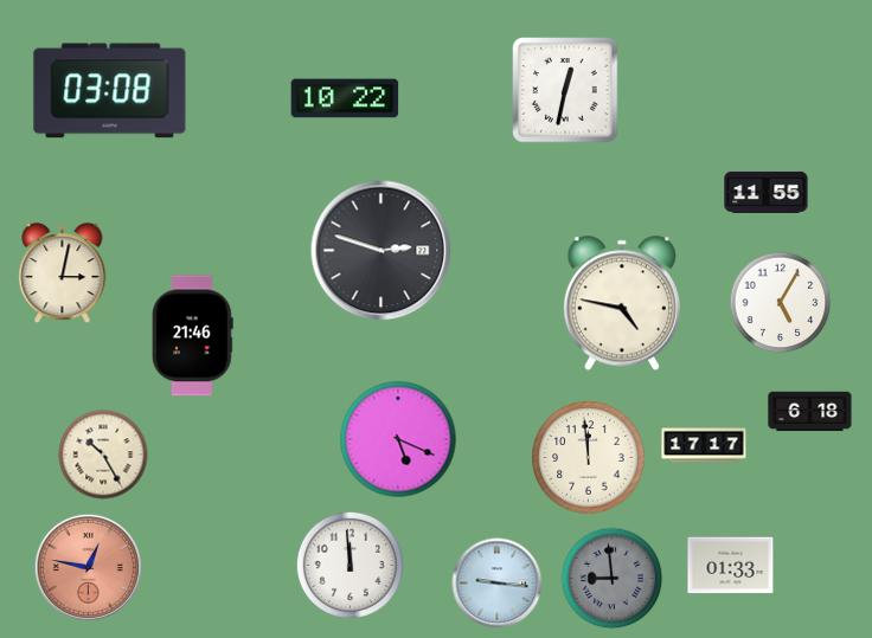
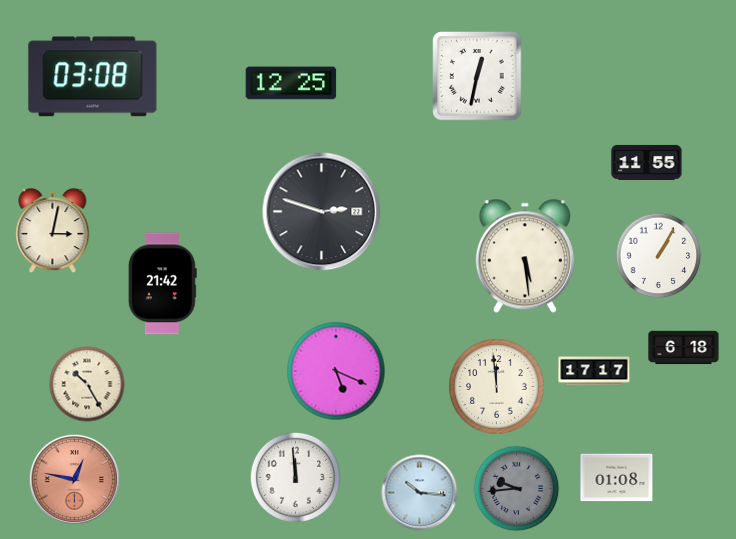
clock at (345, 98): 10:22 -> 12:25
clock at (622, 303): 4:47 -> 5:29
clock at (781, 303): 5:05 -> 1:05
clock at (192, 336): 21:46 -> 21:42
clock at (704, 445) position: (704, 445) -> (594, 371)
clock at (731, 566): 01:33 -> 01:08
clock at (613, 579): 8:59 -> 9:44
clock at (498, 584): 9:16 -> 10:16
